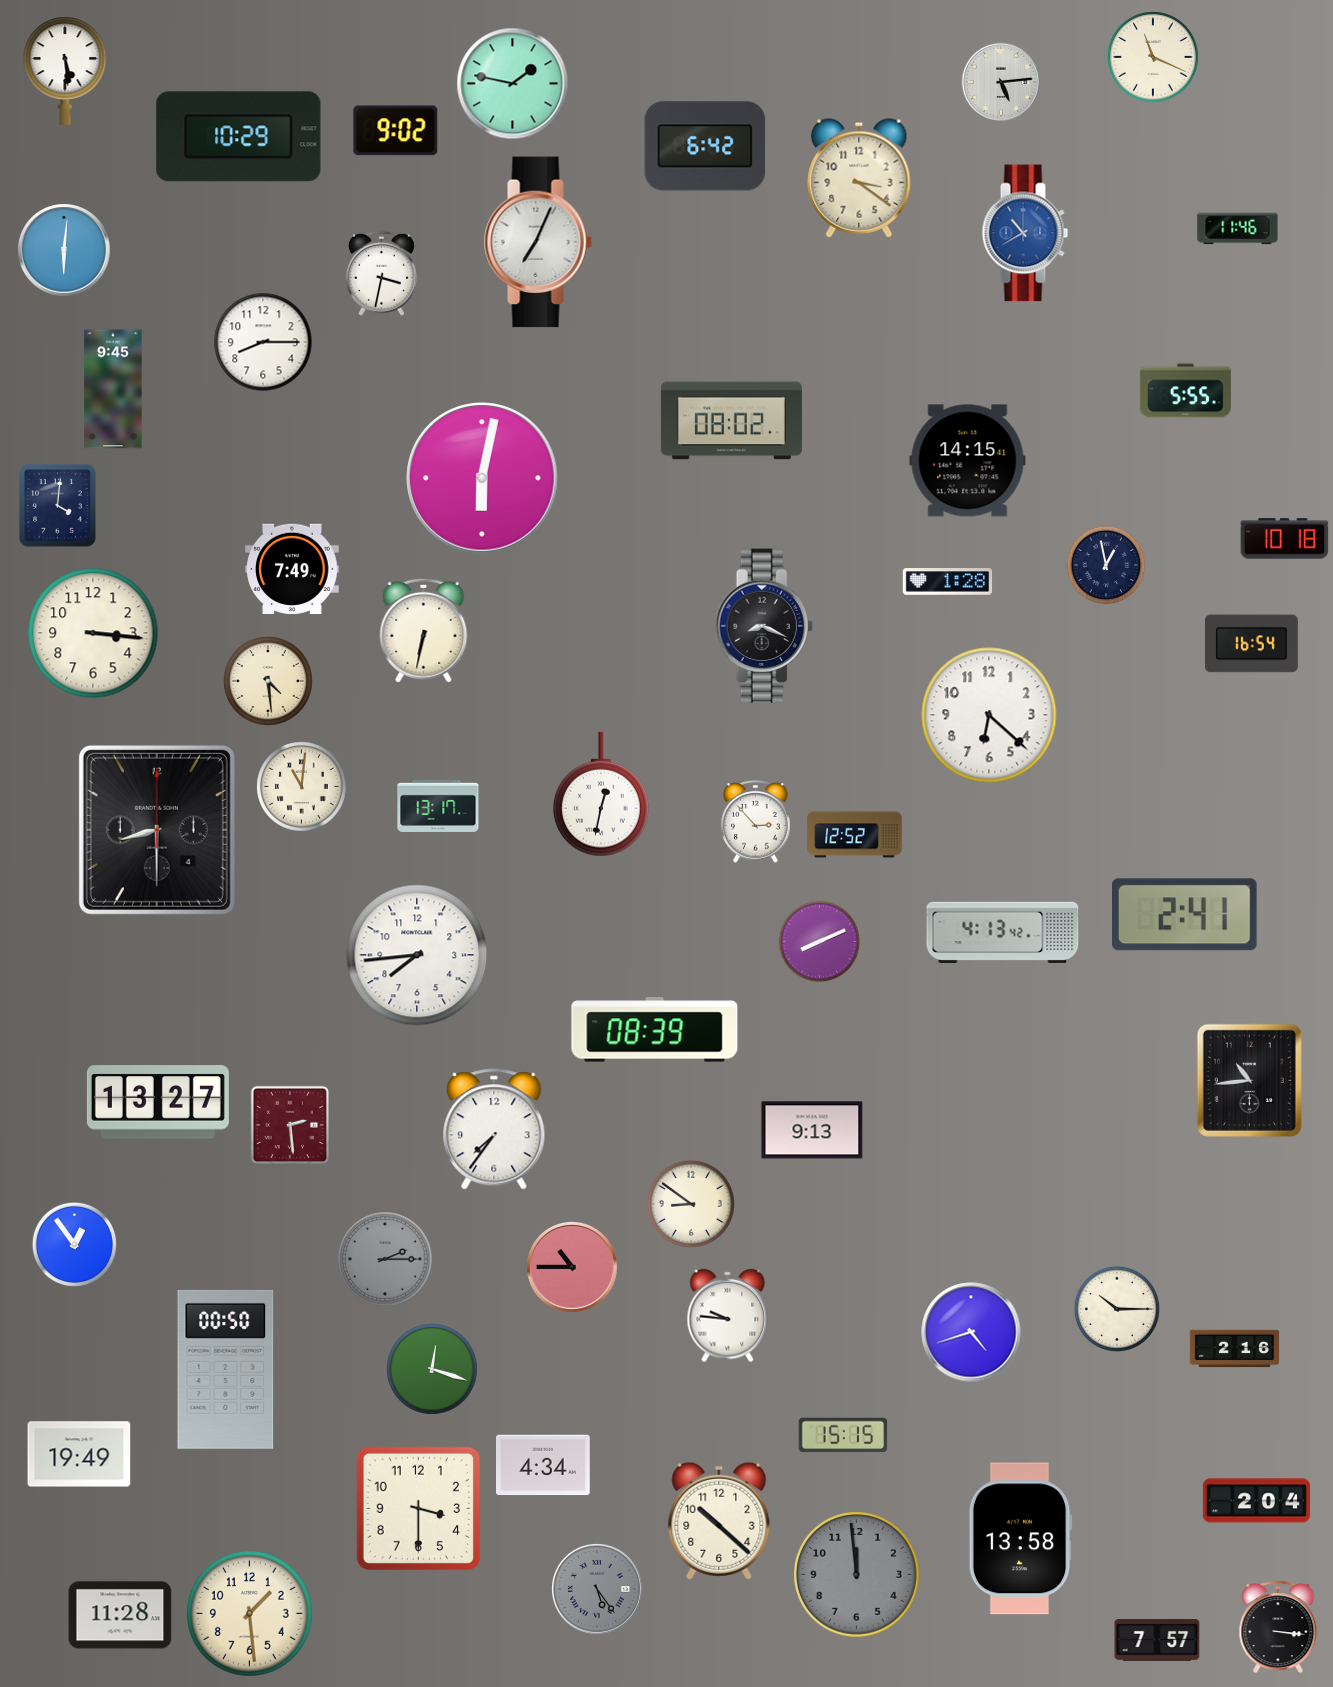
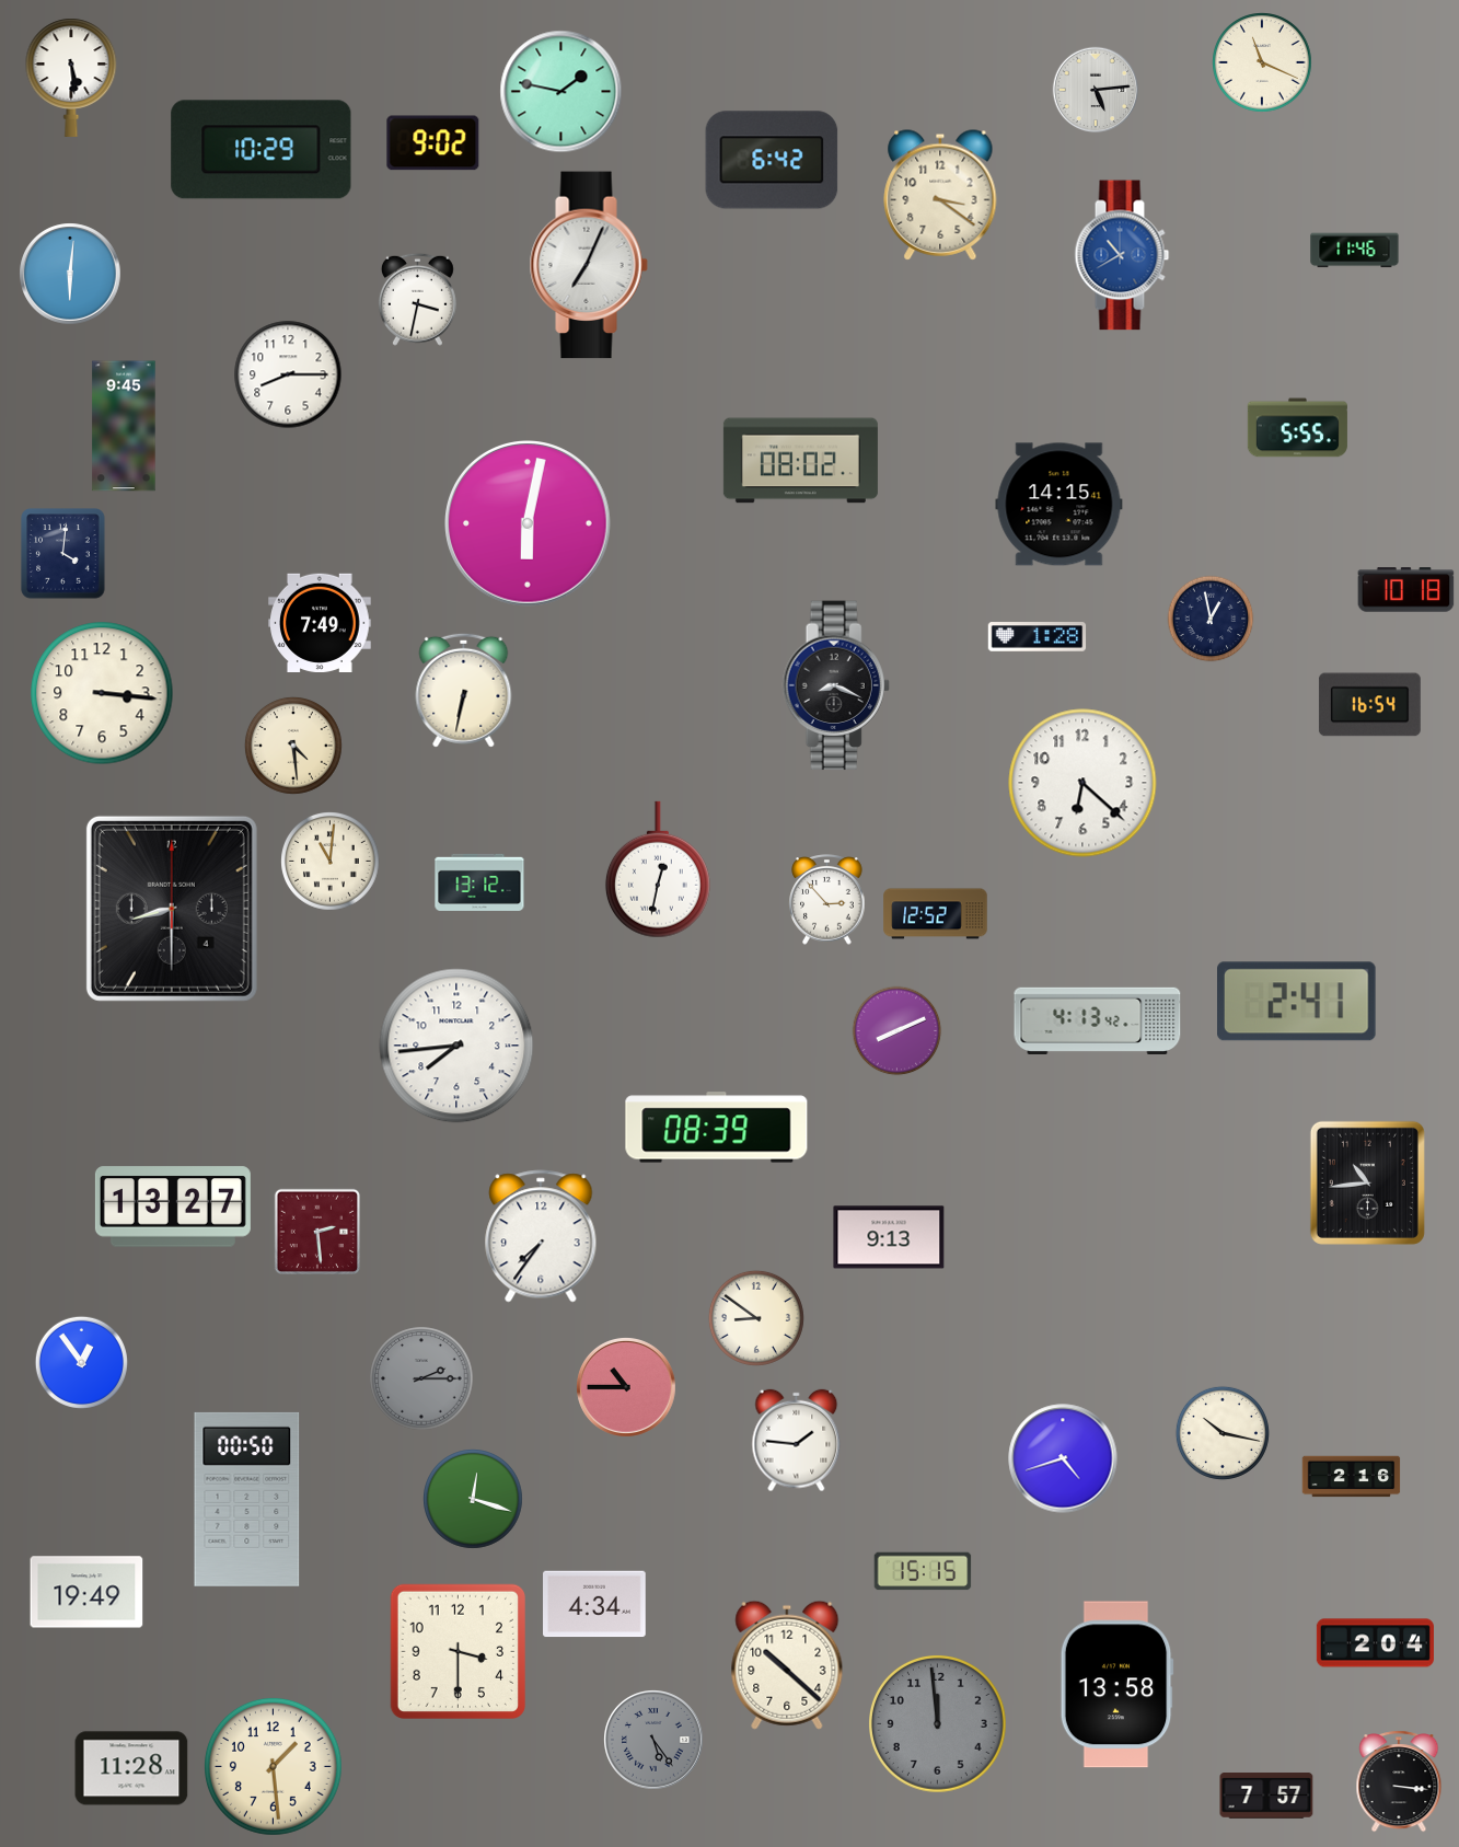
clock at (438, 806): 13:17 -> 13:12
clock at (1117, 1309): 10:15 -> 10:17
clock at (728, 1316): 9:46 -> 1:46
